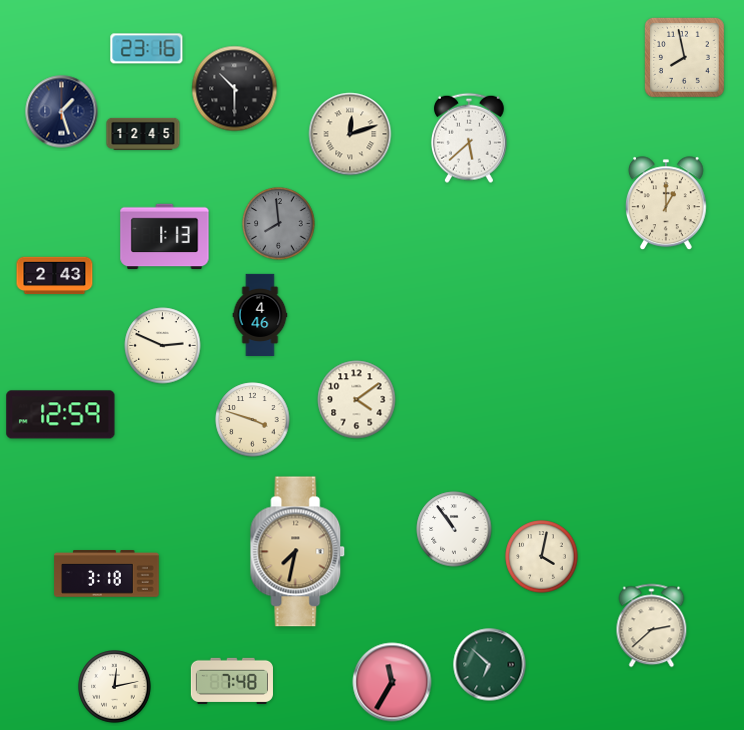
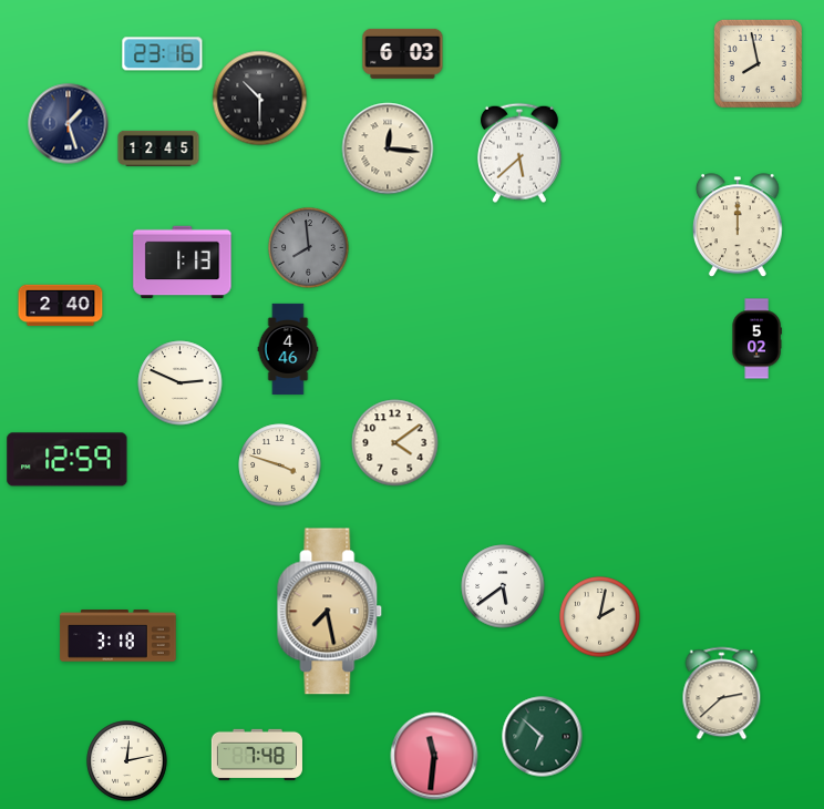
clock at (403, 53): none -> 6:03
clock at (350, 134): 12:12 -> 12:16
clock at (666, 204): 1:00 -> 12:00
clock at (55, 276): 2:43 -> 2:40
clock at (756, 339): none -> 5:02
clock at (454, 529): 10:54 -> 5:39
clock at (298, 552): 7:32 -> 7:28
clock at (542, 557): 4:02 -> 2:02
clock at (392, 682): 11:35 -> 11:31
